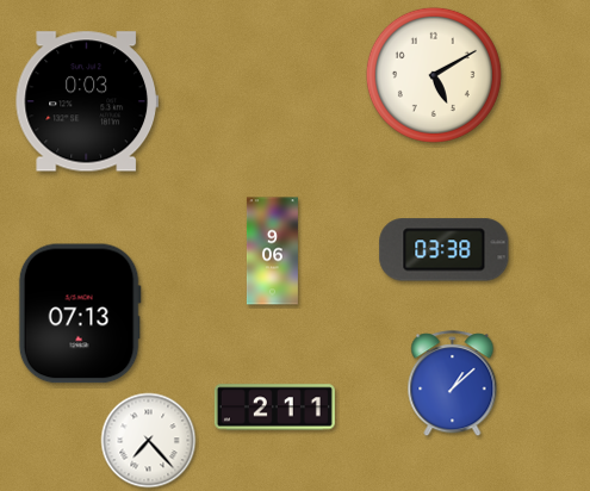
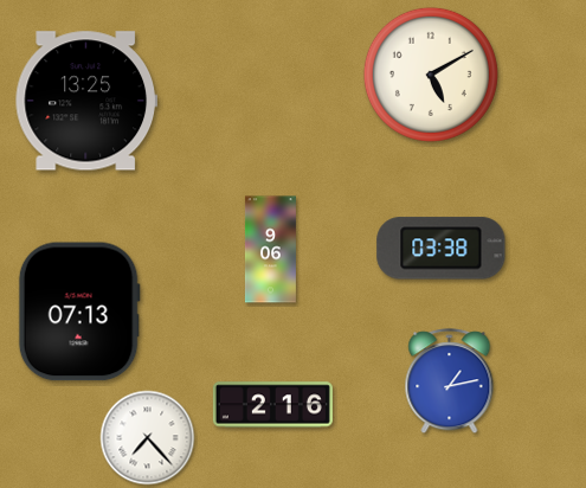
clock at (86, 101): 0:03 -> 13:25
clock at (453, 384): 1:08 -> 1:13
clock at (274, 408): 2:11 -> 2:16
